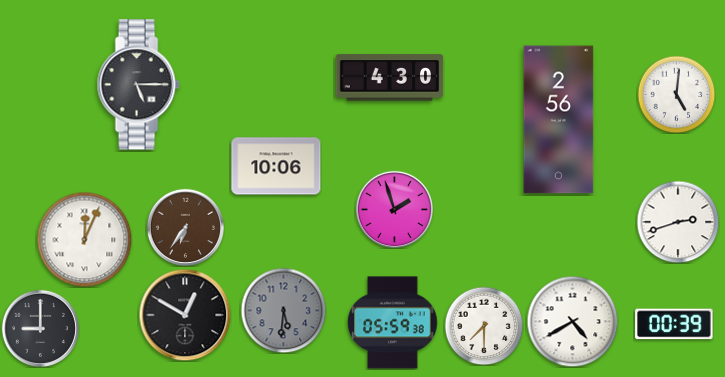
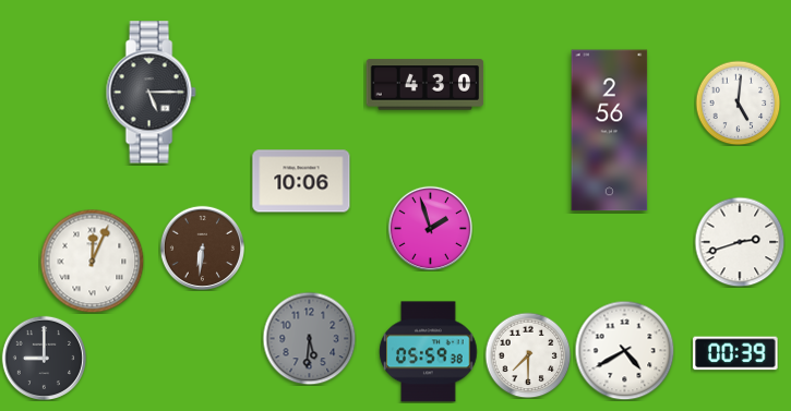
clock at (185, 227): 6:36 -> 6:31
clock at (185, 315): 12:50 -> none
